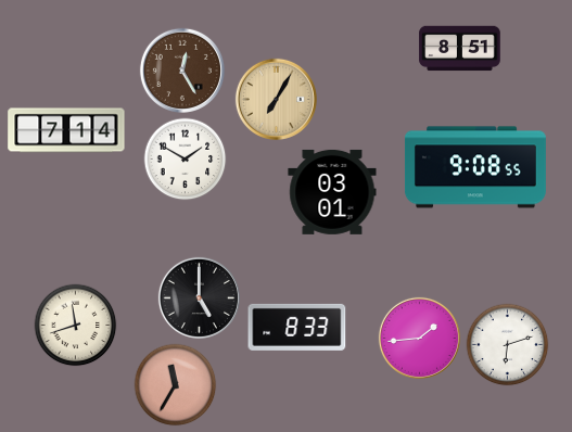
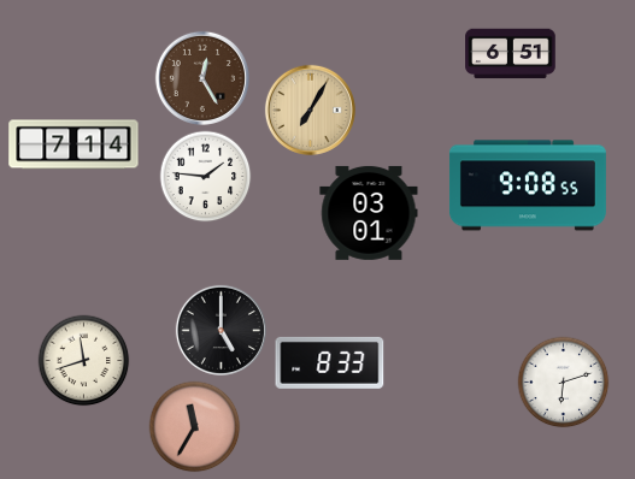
clock at (460, 49): 8:51 -> 6:51
clock at (276, 99) position: (276, 99) -> (310, 110)
clock at (186, 160): 1:50 -> 1:46
clock at (419, 338): 1:44 -> none
